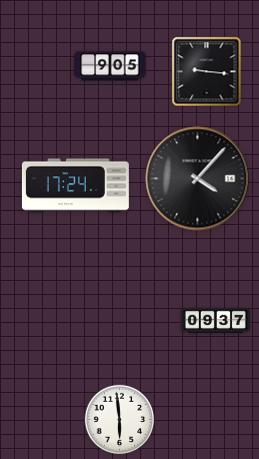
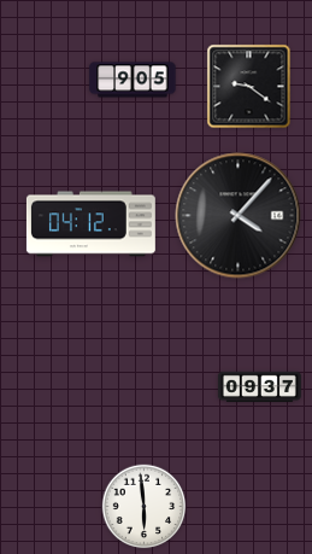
clock at (207, 72): 9:16 -> 9:21
clock at (75, 186): 17:24 -> 04:12
